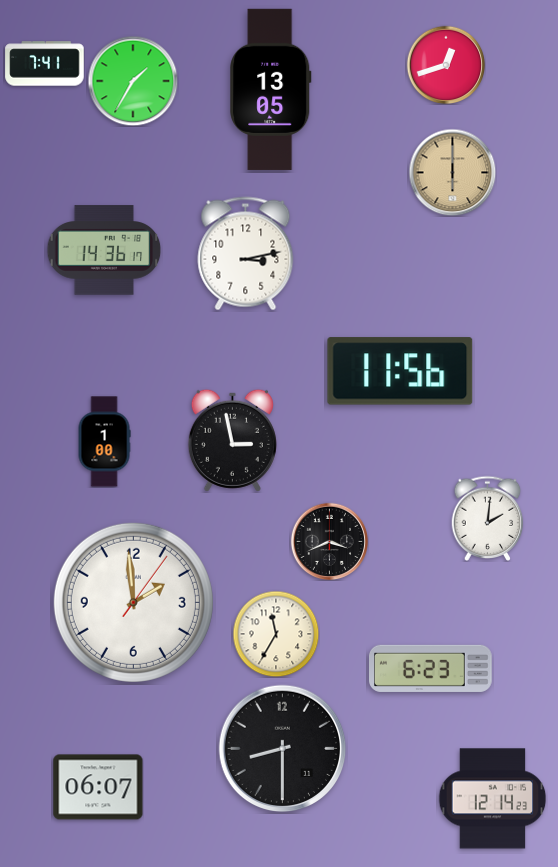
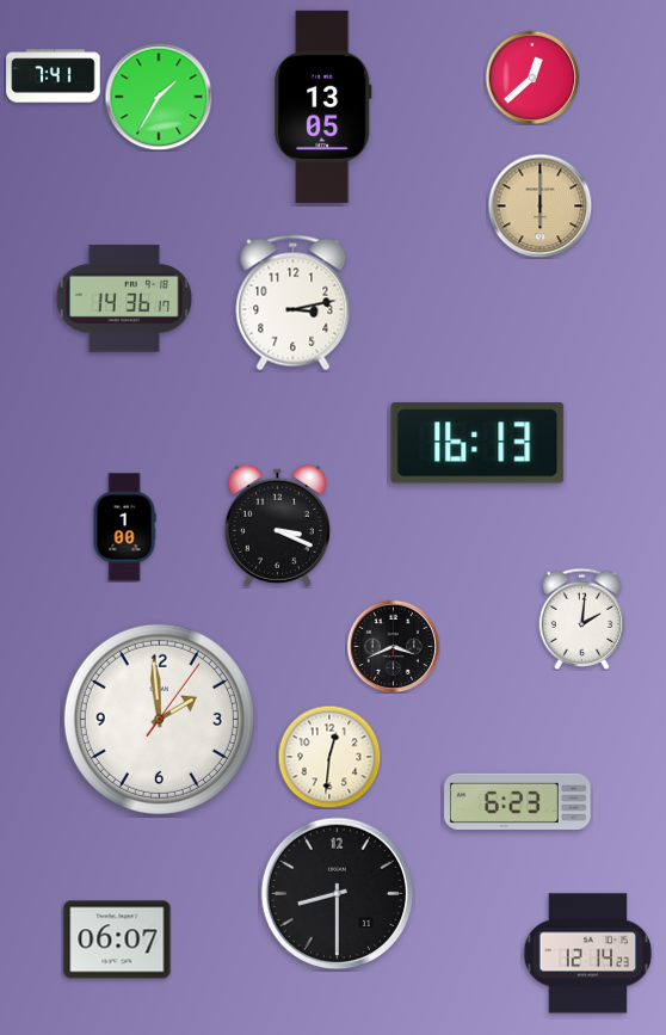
clock at (446, 65): 12:42 -> 12:38
clock at (400, 371): 11:56 -> 16:13
clock at (232, 440): 2:58 -> 3:19
clock at (276, 634): 11:35 -> 12:31
clock at (431, 668) position: (431, 668) -> (518, 801)
